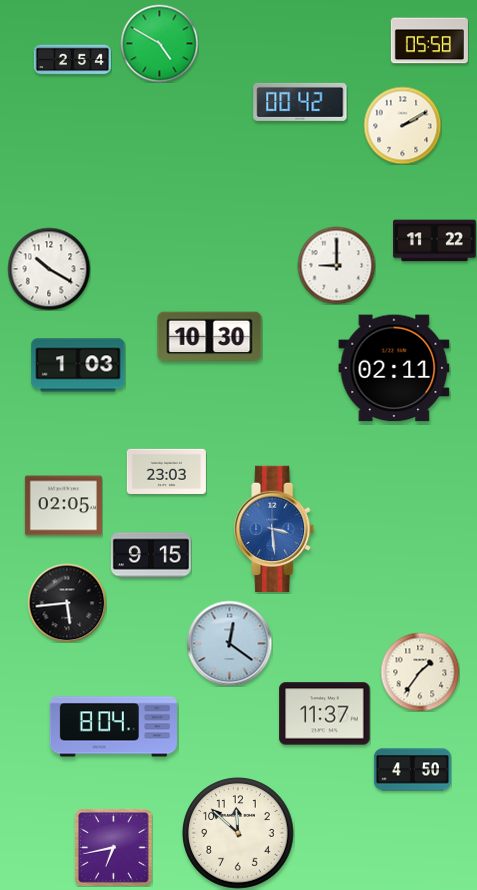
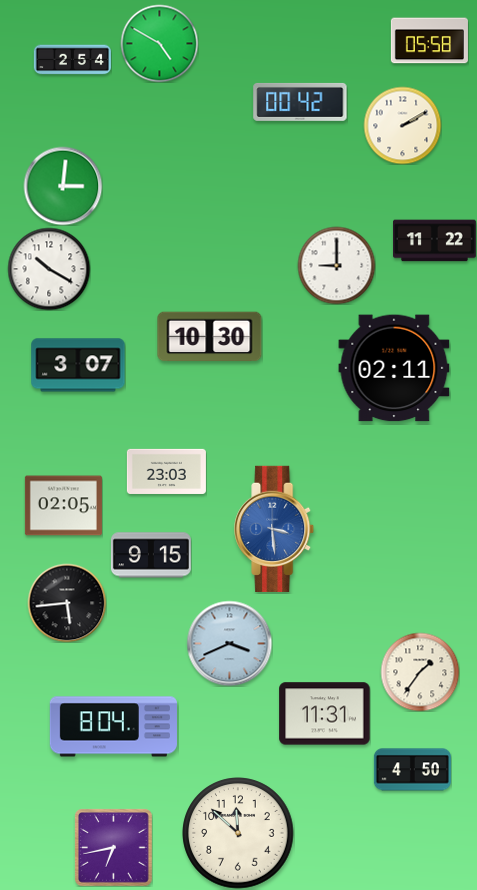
clock at (63, 186): none -> 3:01
clock at (78, 365): 1:03 -> 3:07
clock at (229, 643): 12:21 -> 3:41
clock at (325, 714): 11:37 -> 11:31
